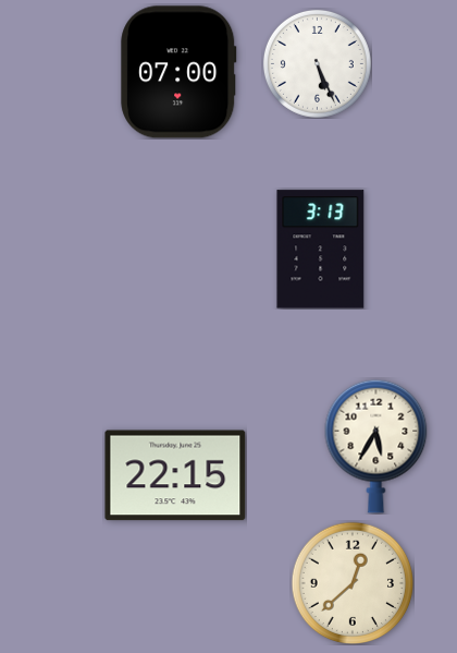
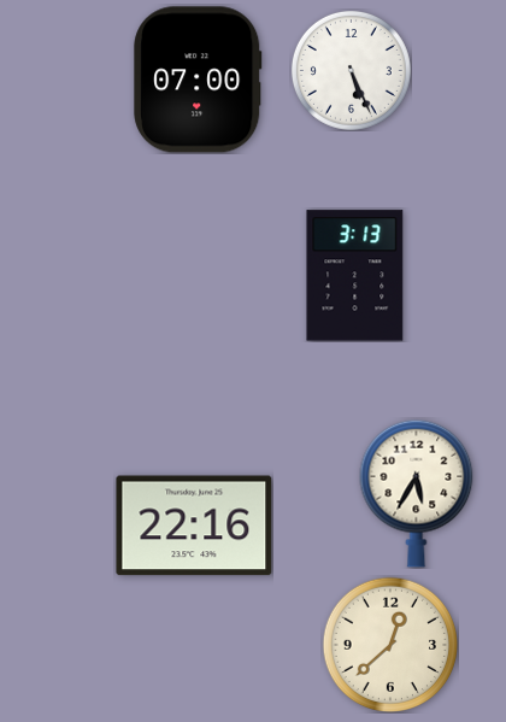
clock at (175, 475): 22:15 -> 22:16
